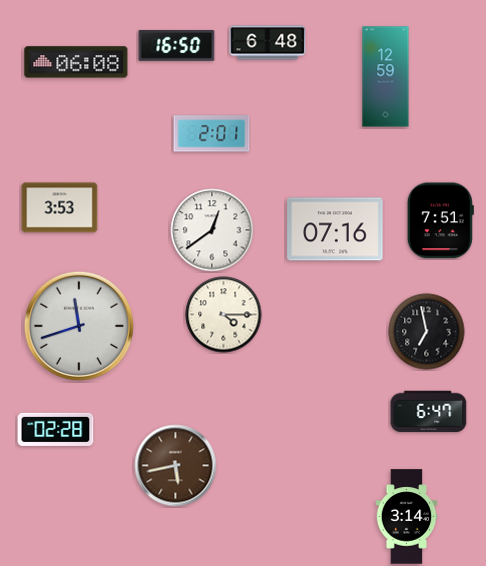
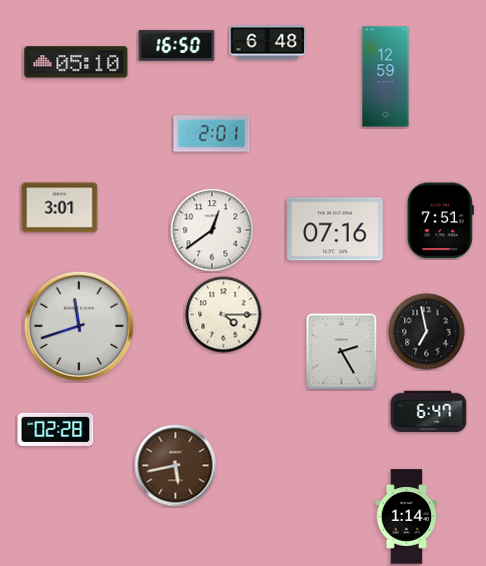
clock at (76, 62): 06:08 -> 05:10
clock at (60, 208): 3:53 -> 3:01
clock at (342, 352): none -> 2:25
clock at (407, 517): 3:14 -> 1:14
